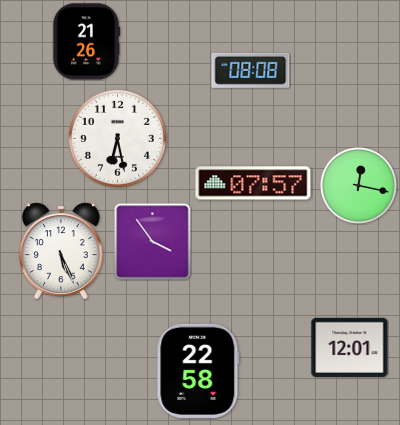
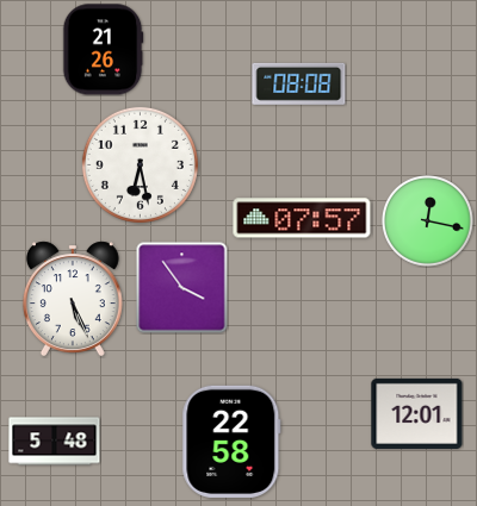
clock at (55, 442): none -> 5:48
clock at (198, 371) position: (198, 371) -> (231, 442)
